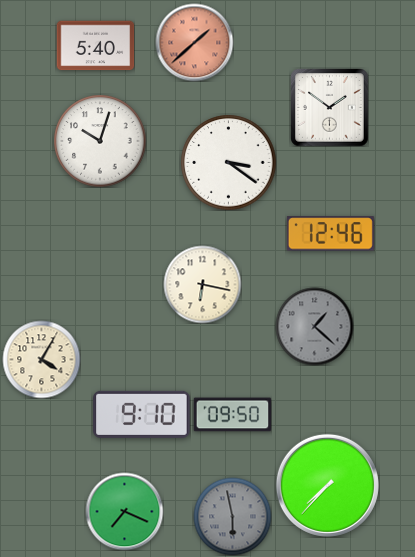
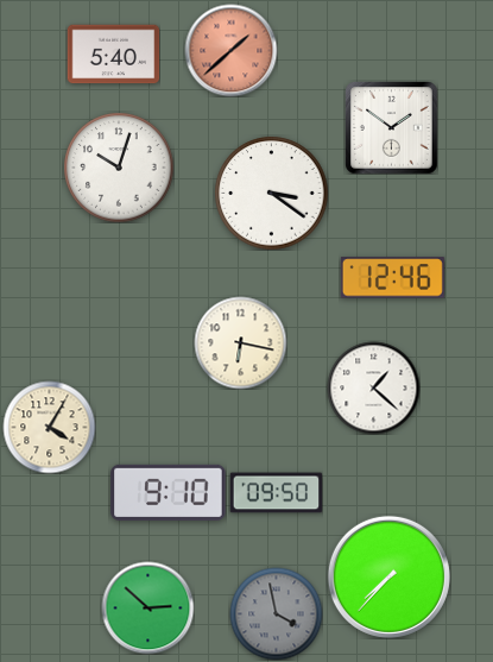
clock at (202, 284) position: (202, 284) -> (240, 342)
clock at (314, 326) dial: grey -> white
clock at (124, 511): 7:19 -> 2:52
clock at (232, 516): 5:58 -> 3:58
